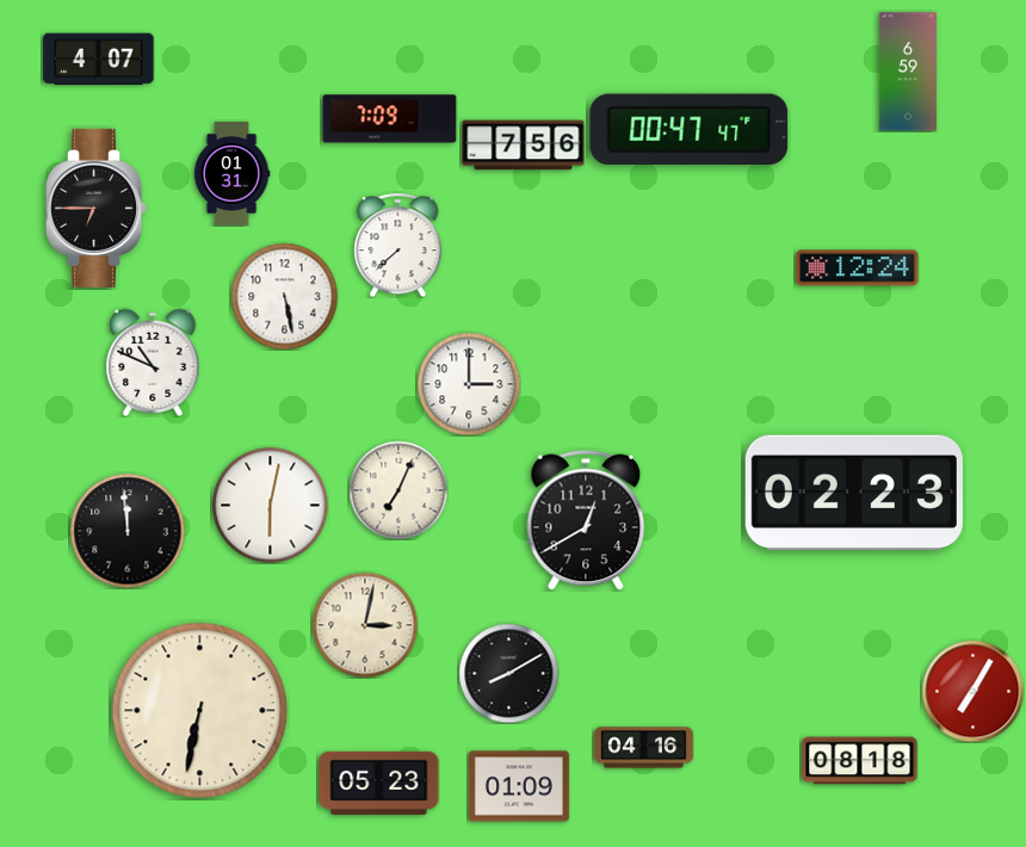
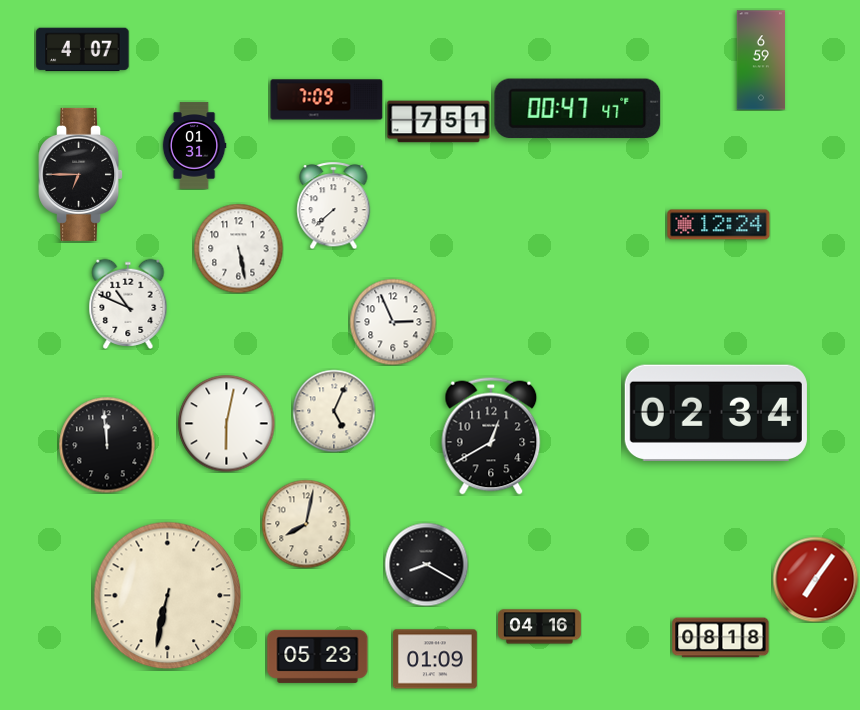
clock at (524, 146): 7:56 -> 7:51
clock at (469, 384): 3:00 -> 2:56
clock at (398, 490): 7:04 -> 5:04
clock at (854, 491): 02:23 -> 02:34
clock at (365, 625): 3:02 -> 8:02
clock at (508, 673): 8:10 -> 8:20
clock at (972, 691): 7:05 -> 7:06
